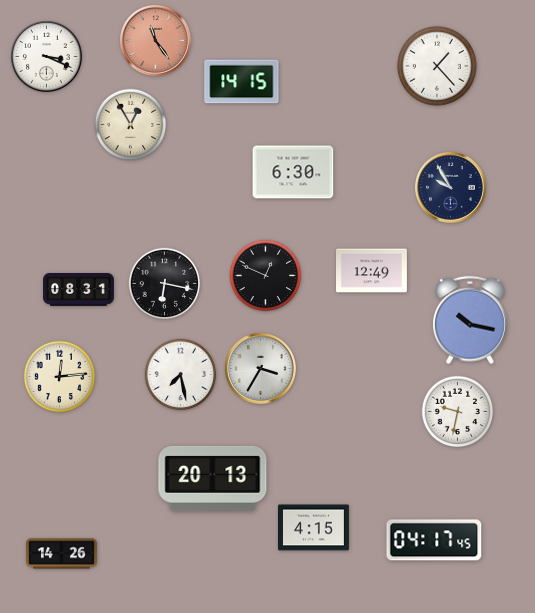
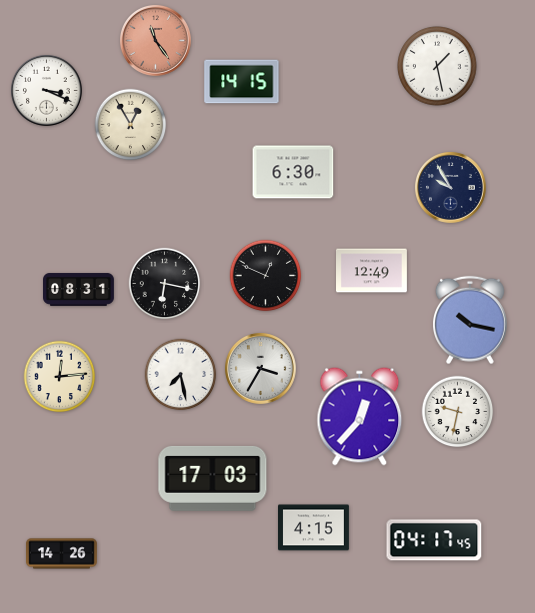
clock at (46, 56) position: (46, 56) -> (46, 90)
clock at (437, 66): 1:23 -> 1:28
clock at (360, 417): none -> 12:37
clock at (213, 478): 20:13 -> 17:03
